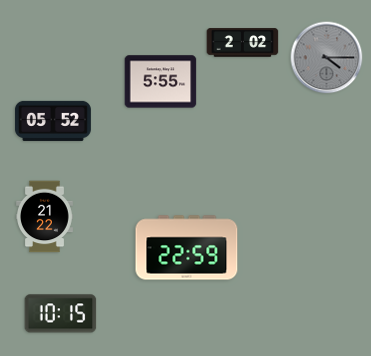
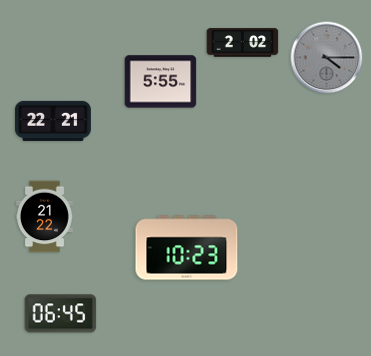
clock at (53, 121): 05:52 -> 22:21
clock at (187, 248): 22:59 -> 10:23
clock at (61, 314): 10:15 -> 06:45
